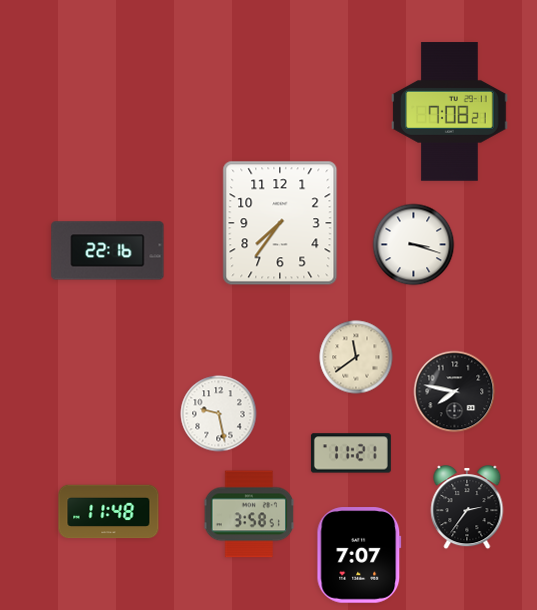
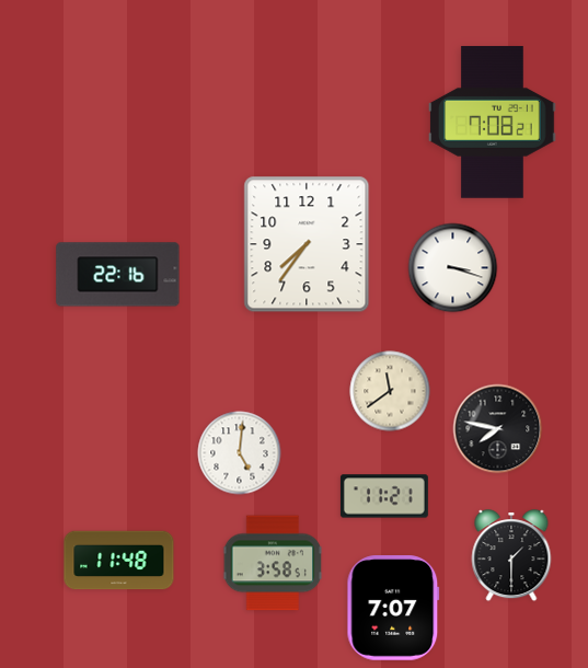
clock at (219, 414): 9:28 -> 5:01
clock at (467, 508): 2:36 -> 1:30
